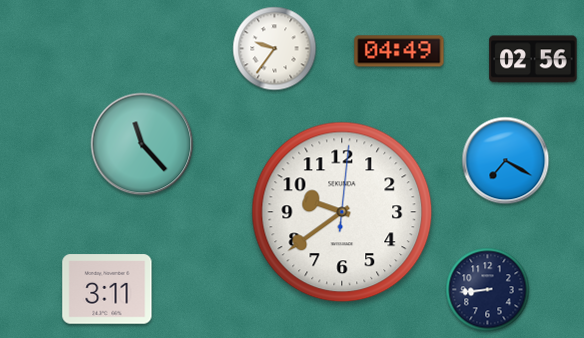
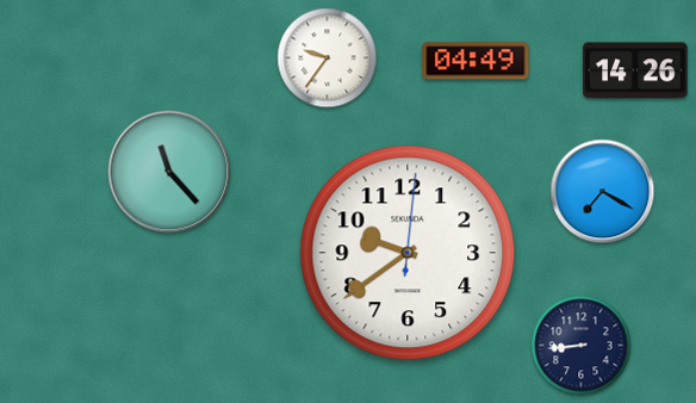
clock at (533, 59): 02:56 -> 14:26
clock at (107, 289): 3:11 -> none
